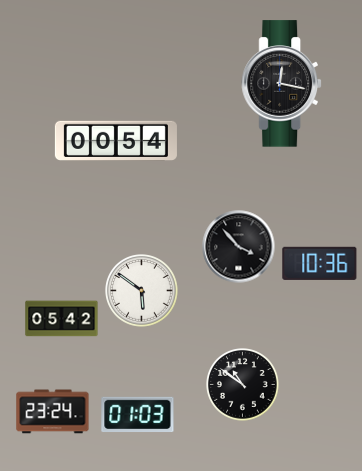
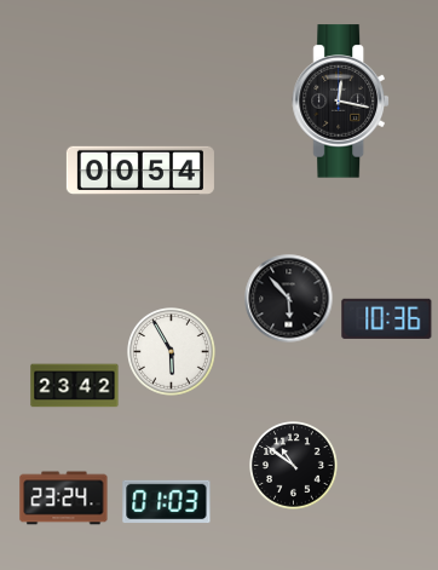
clock at (239, 247): 3:53 -> 5:53
clock at (142, 291): 5:51 -> 5:55
clock at (62, 319): 05:42 -> 23:42
